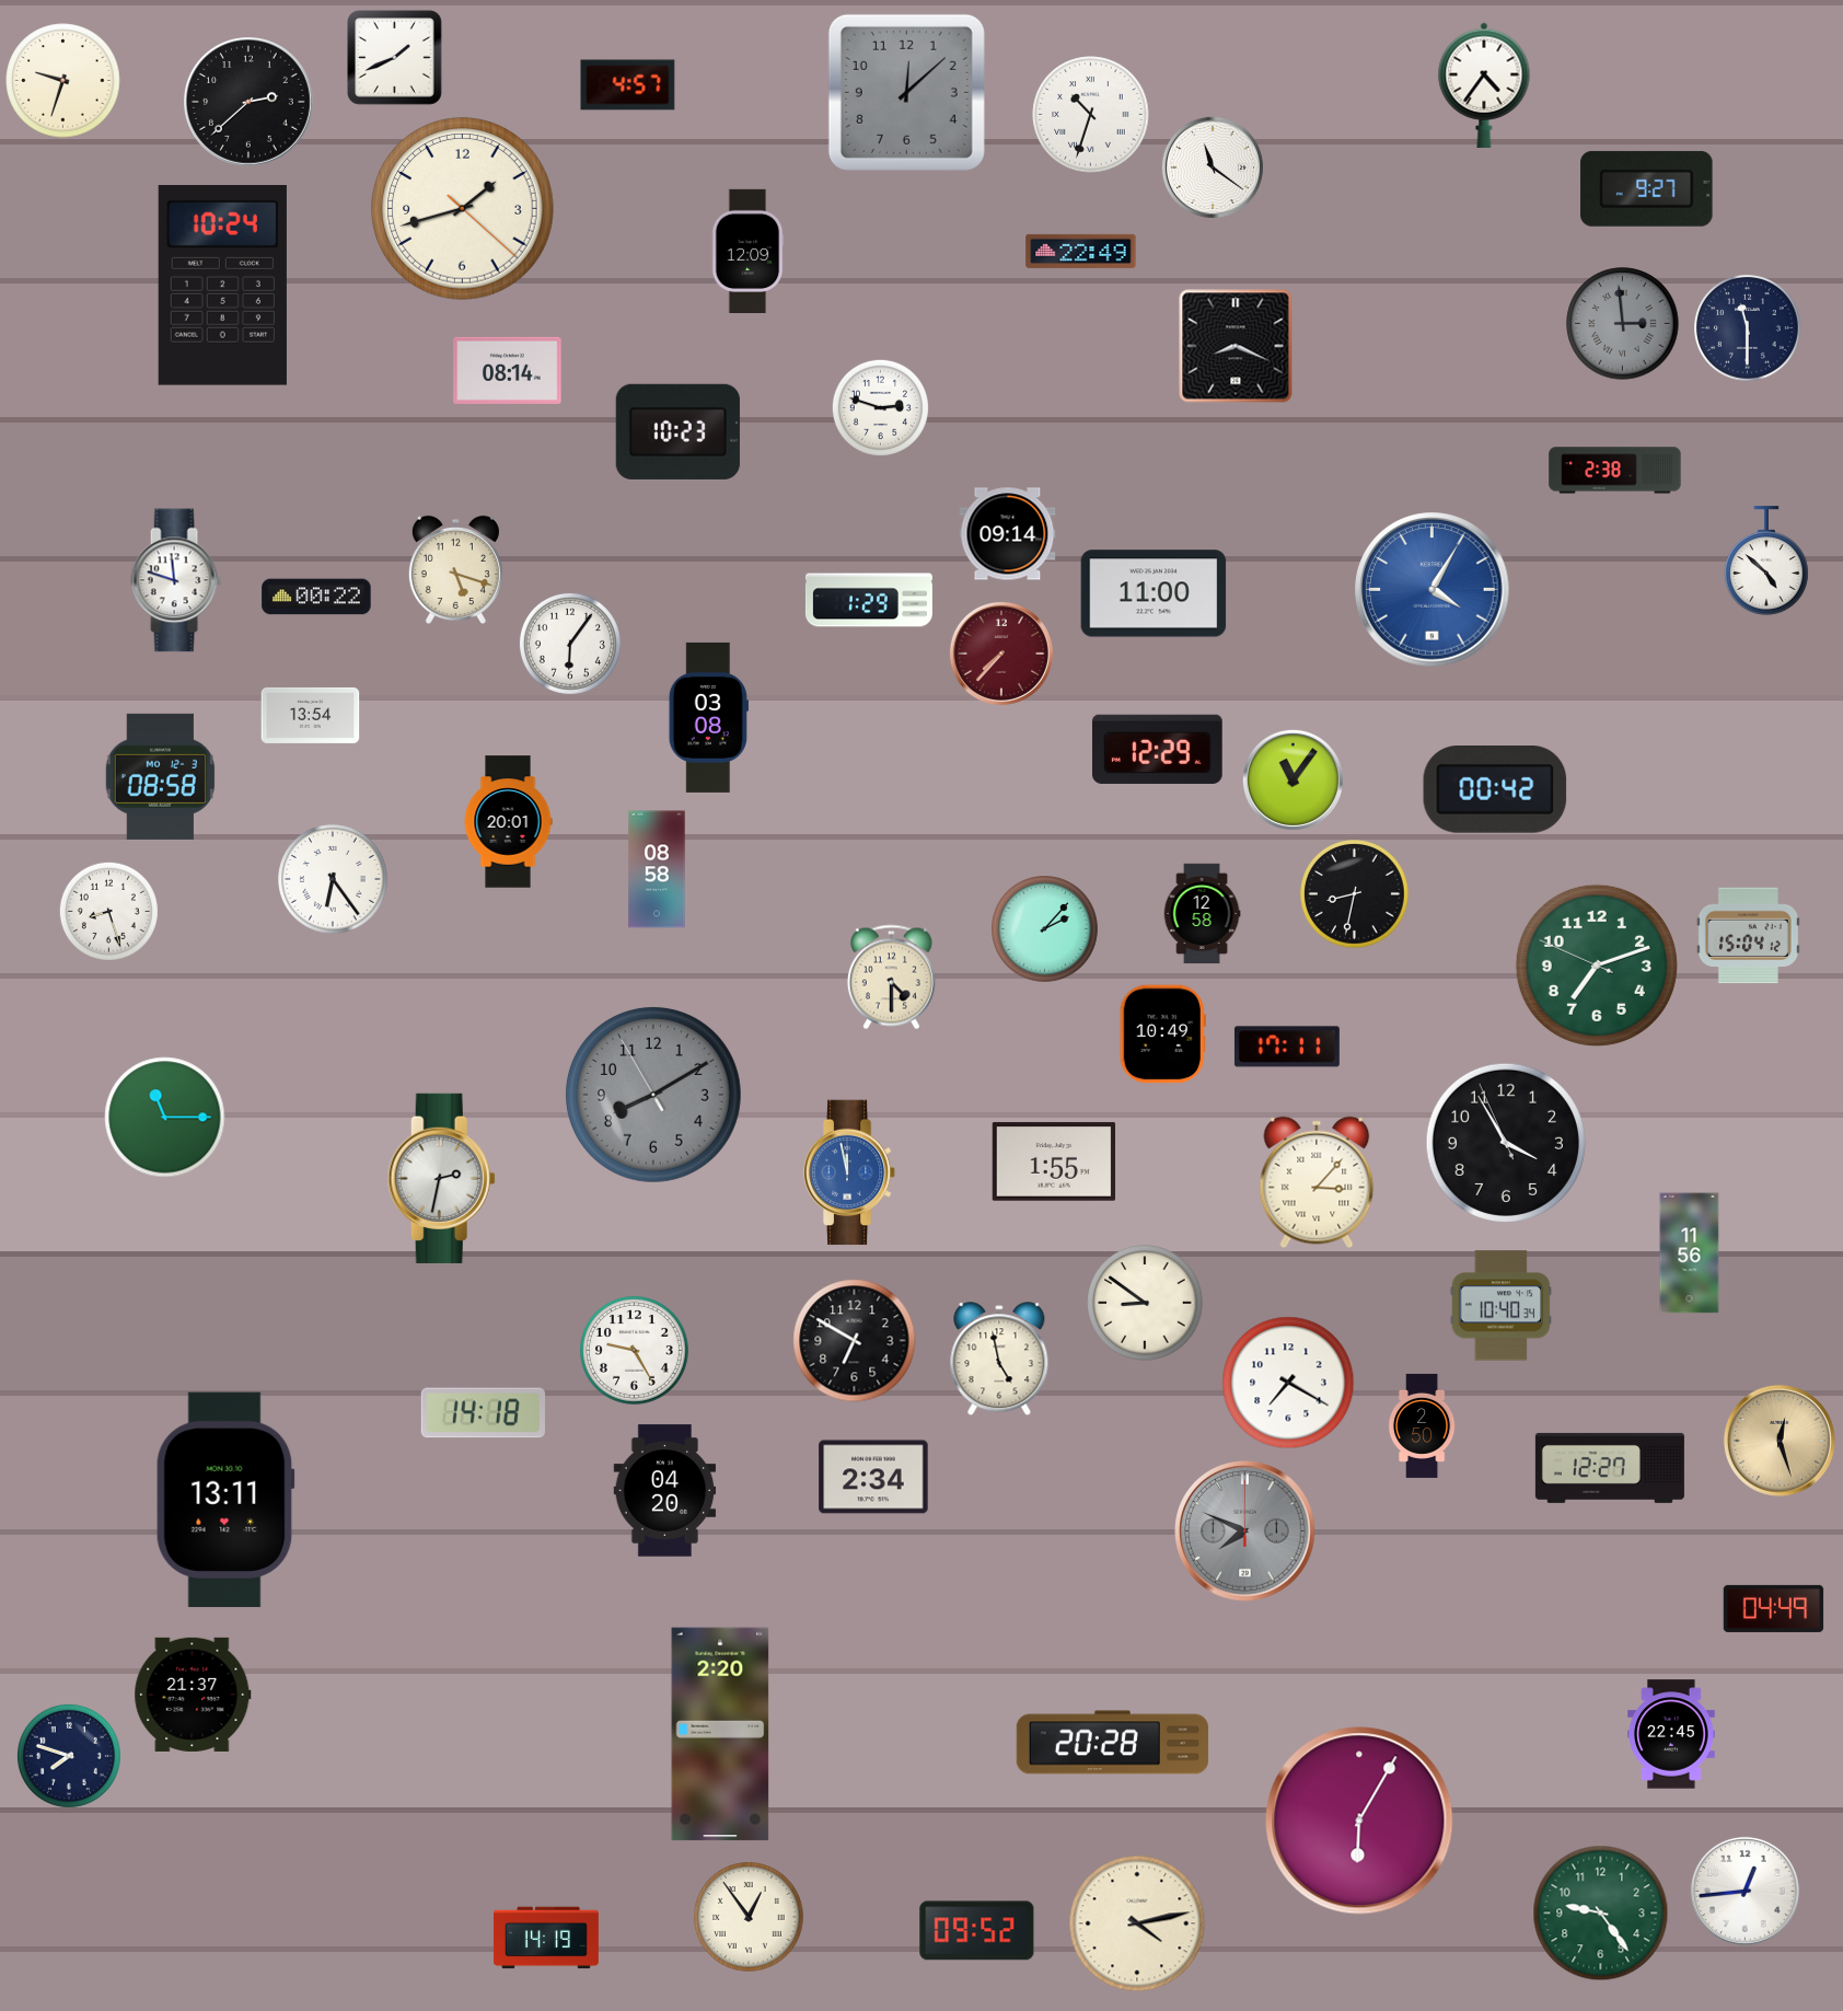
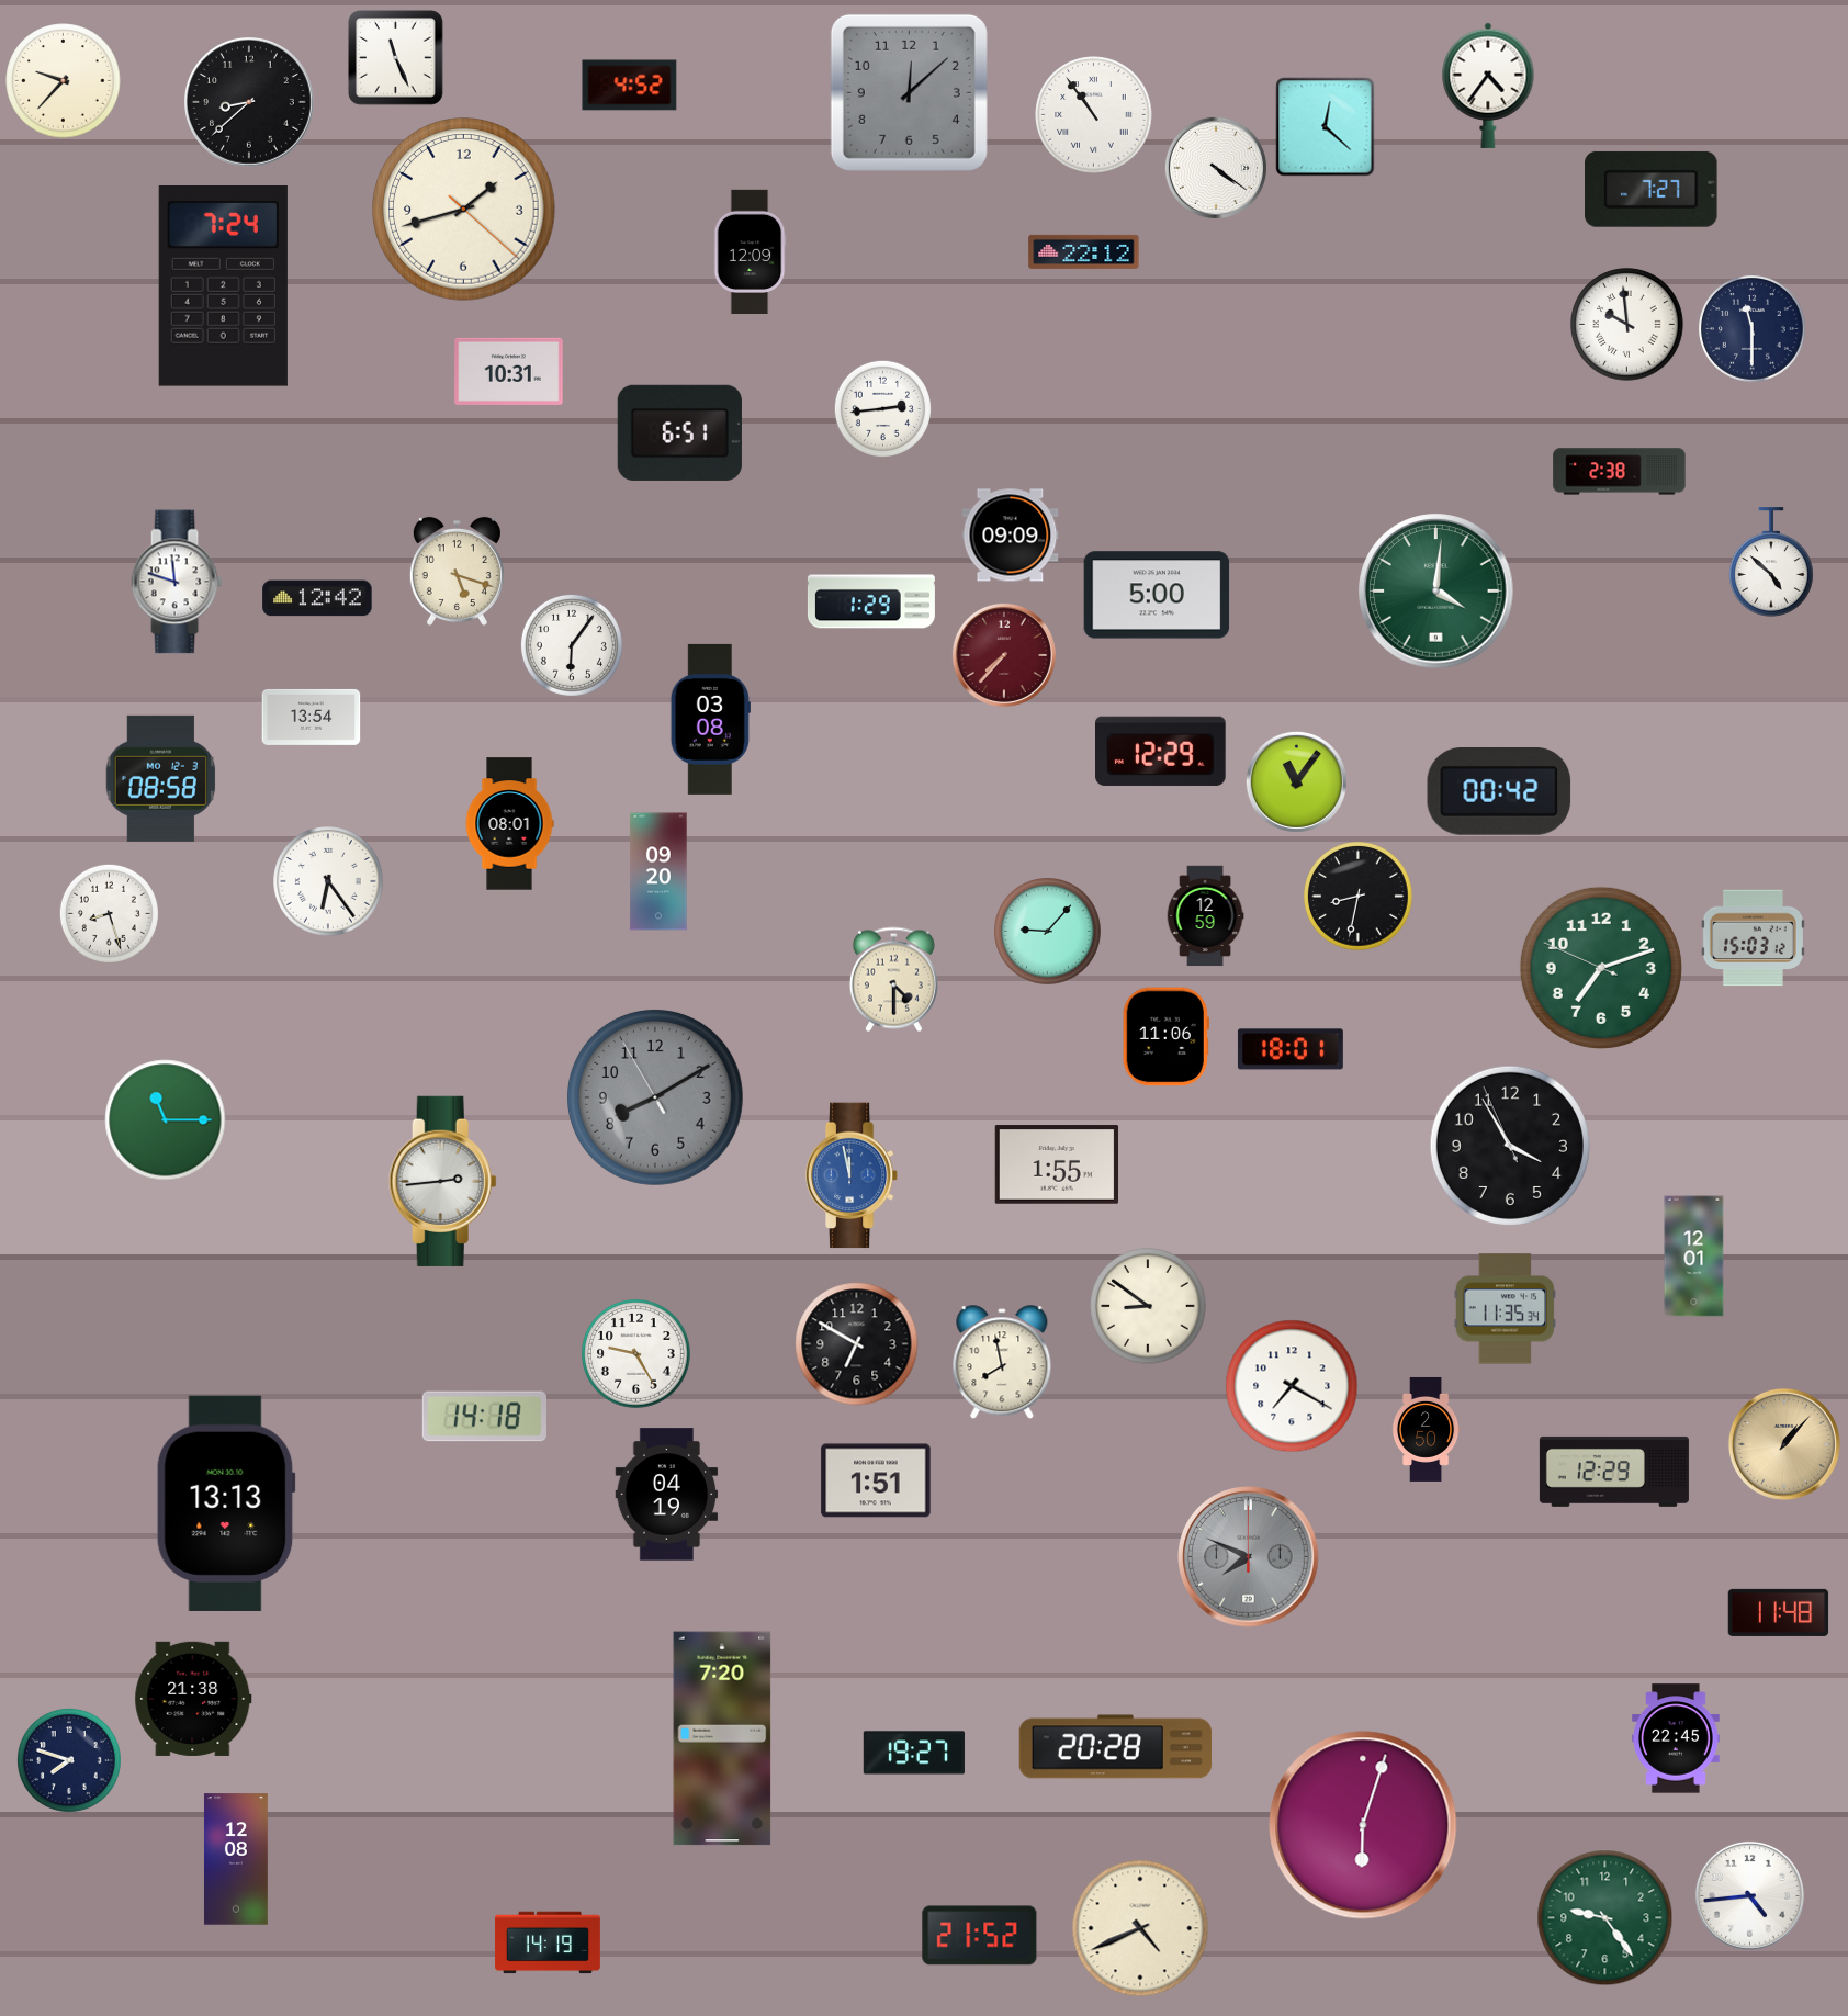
clock at (395, 58): 1:41 -> 11:26
clock at (63, 81): 9:33 -> 9:37
clock at (628, 85): 4:57 -> 4:52
clock at (250, 103): 2:38 -> 8:38
clock at (1091, 115): 10:33 -> 10:54
clock at (1326, 127): none -> 12:22
clock at (1213, 167): 11:21 -> 4:21
clock at (1647, 188): 9:27 -> 7:27
clock at (1081, 251): 22:49 -> 22:12
clock at (222, 286): 10:24 -> 7:24
clock at (1623, 324): 2:59 -> 9:59
clock at (1623, 324) dial: grey -> white
clock at (1236, 346): 8:19 -> none
clock at (508, 370): 08:14 -> 10:31
clock at (880, 407): 2:48 -> 2:44
clock at (677, 431): 10:23 -> 6:51
clock at (1008, 534): 09:14 -> 09:09
clock at (1433, 590): 4:05 -> 4:01
clock at (1433, 590) dial: blue -> green
clock at (1154, 593): 11:00 -> 5:00
clock at (316, 597): 00:22 -> 12:42
clock at (508, 822): 20:01 -> 08:01
clock at (657, 869): 08:58 -> 09:20
clock at (333, 879) position: (333, 879) -> (328, 881)
clock at (1202, 914): 12:58 -> 12:59
clock at (1045, 929): 2:07 -> 9:07
clock at (1748, 936): 15:04 -> 15:03
clock at (1162, 1035): 10:49 -> 11:06
clock at (1287, 1047): 17:11 -> 18:01
clock at (441, 1178): 2:32 -> 2:44
clock at (1317, 1182): 3:07 -> none
clock at (1690, 1253): 11:56 -> 12:01
clock at (1502, 1306): 10:40 -> 11:35
clock at (999, 1360): 4:58 -> 7:58
clock at (1780, 1441): 12:27 -> 1:07
clock at (1610, 1468): 12:27 -> 12:29
clock at (873, 1477): 2:34 -> 1:51
clock at (665, 1491): 04:20 -> 04:19
clock at (225, 1500): 13:11 -> 13:13
clock at (1245, 1532) position: (1245, 1532) -> (1249, 1557)
clock at (1774, 1608): 04:49 -> 11:48
clock at (193, 1695): 21:37 -> 21:38
clock at (720, 1734): 2:20 -> 7:20
clock at (913, 1753): none -> 19:27
clock at (1359, 1821): 6:05 -> 6:03
clock at (236, 1859): none -> 12:08
clock at (1745, 1891): 12:44 -> 4:44
clock at (749, 1917): 12:54 -> none
clock at (1137, 1923): 4:13 -> 4:41
clock at (977, 1931): 09:52 -> 21:52
